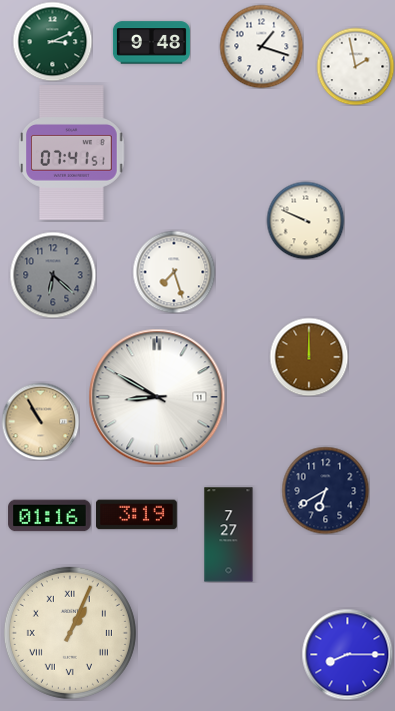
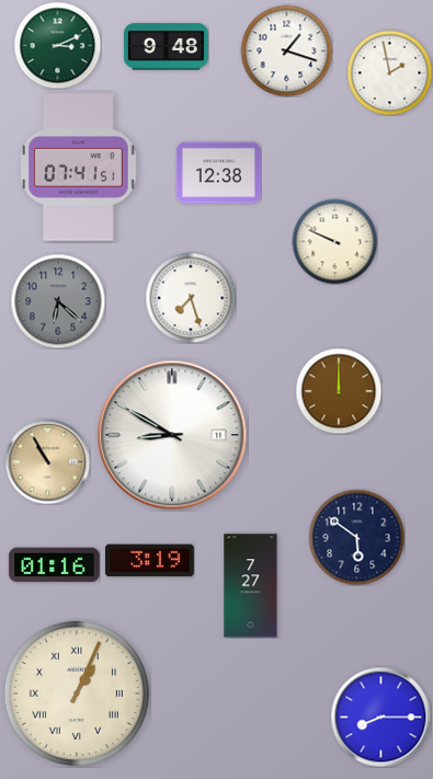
clock at (218, 173): none -> 12:38
clock at (40, 421) position: (40, 421) -> (47, 461)
clock at (325, 490): 6:40 -> 5:51
clock at (137, 515) position: (137, 515) -> (150, 561)
